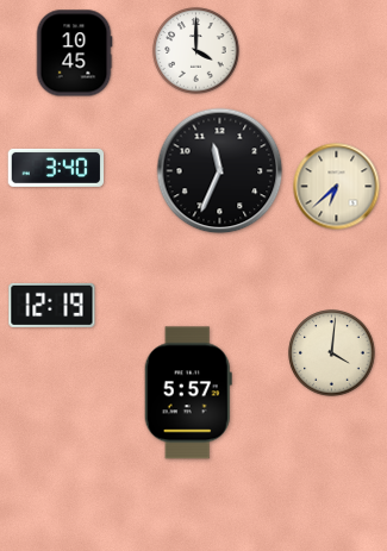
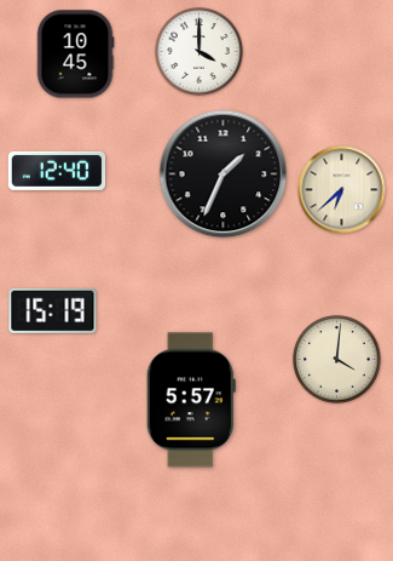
clock at (56, 168): 3:40 -> 12:40
clock at (220, 171): 11:34 -> 1:34
clock at (52, 305): 12:19 -> 15:19
